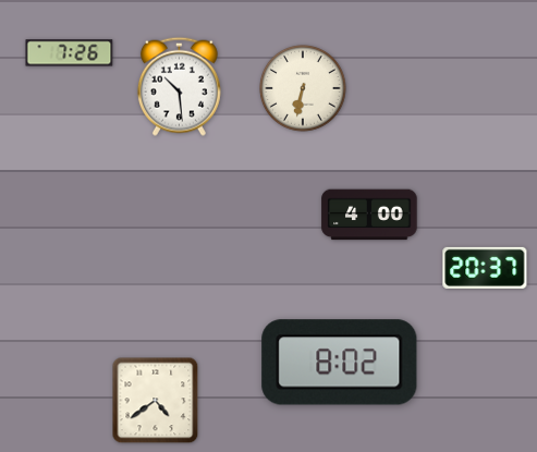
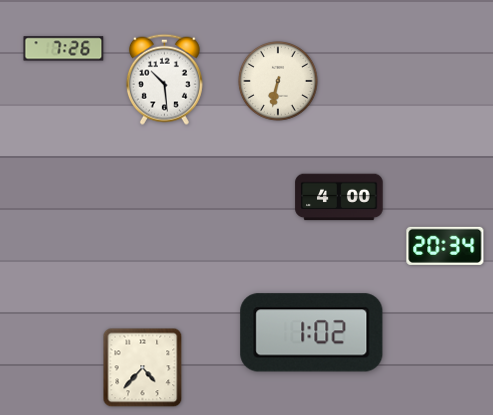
clock at (485, 268): 20:37 -> 20:34
clock at (340, 363): 8:02 -> 1:02
clock at (156, 401): 4:39 -> 4:37
